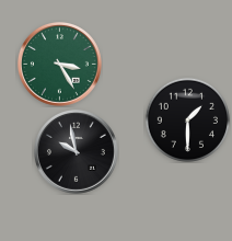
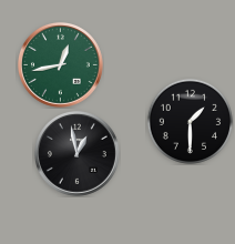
clock at (59, 64): 3:25 -> 12:43
clock at (76, 151): 9:58 -> 12:58
